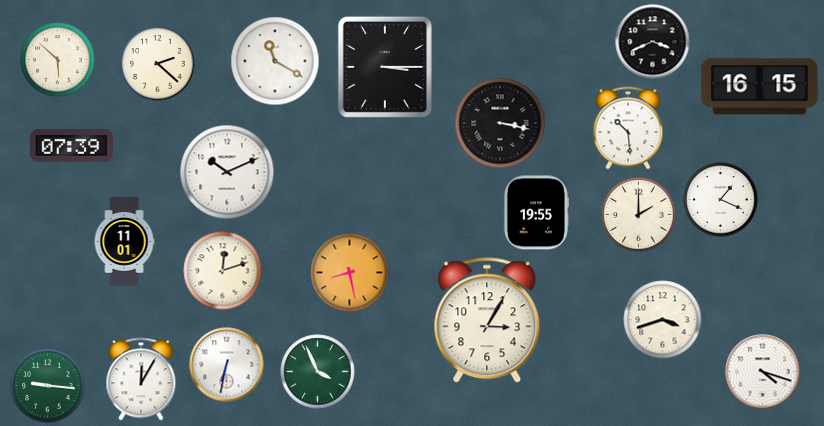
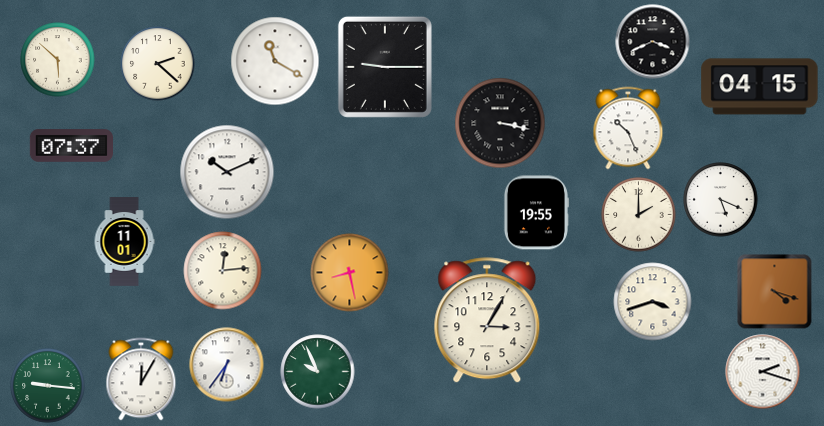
clock at (385, 67): 3:15 -> 9:15
clock at (760, 87): 16:15 -> 04:15
clock at (628, 128): 10:29 -> 10:26
clock at (72, 146): 07:39 -> 07:37
clock at (721, 200): 1:19 -> 5:19
clock at (223, 271): 12:12 -> 12:14
clock at (775, 292): none -> 4:18
clock at (663, 320) position: (663, 320) -> (653, 302)
clock at (227, 365): 6:32 -> 6:36
clock at (318, 372): 3:56 -> 9:56
clock at (763, 372): 4:18 -> 2:18
